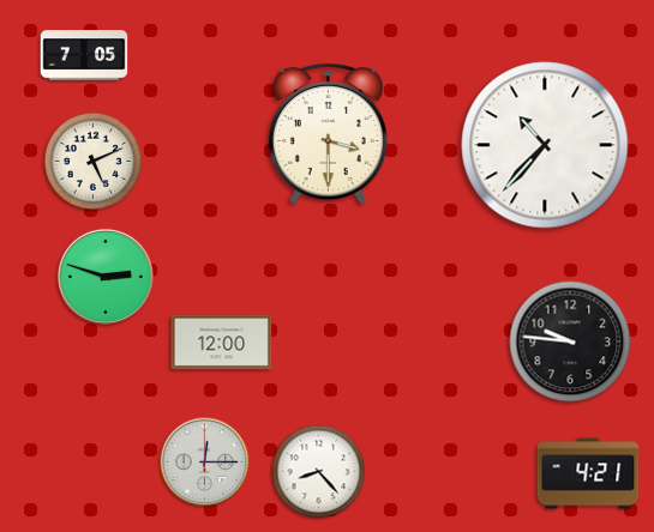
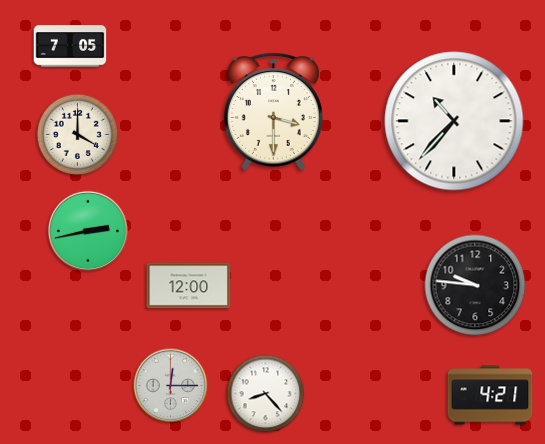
clock at (94, 162): 5:11 -> 4:00
clock at (106, 277): 2:48 -> 2:43
clock at (222, 343) position: (222, 343) -> (189, 286)
